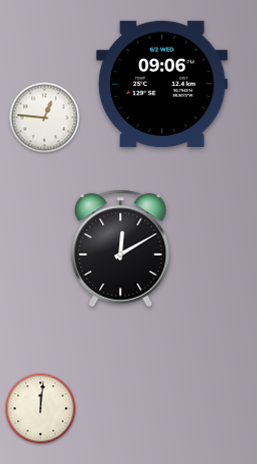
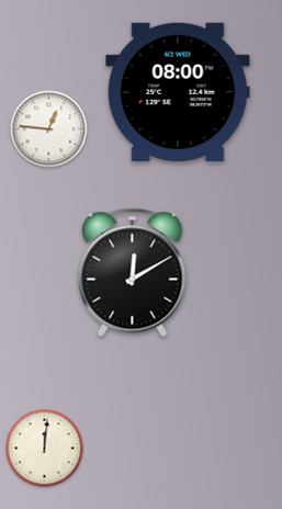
clock at (162, 84): 09:06 -> 08:00
